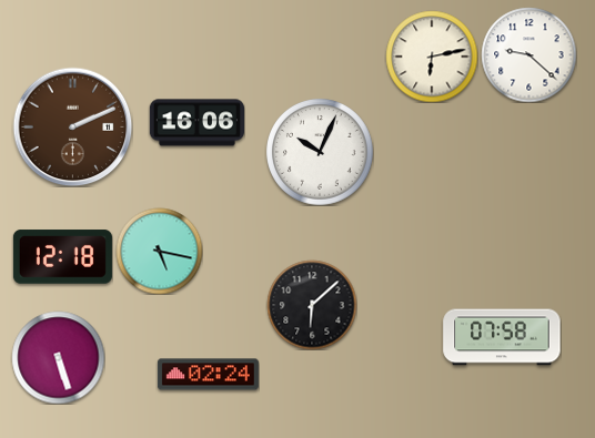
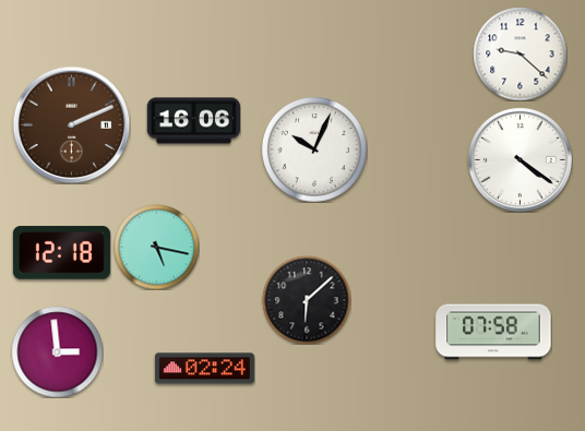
clock at (432, 57): 6:13 -> none
clock at (520, 159): none -> 4:21
clock at (58, 357): 5:27 -> 2:59
